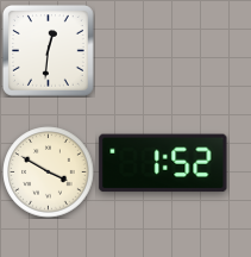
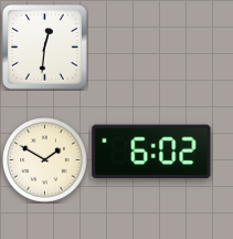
clock at (163, 163): 1:52 -> 6:02
clock at (49, 173): 3:50 -> 1:50
